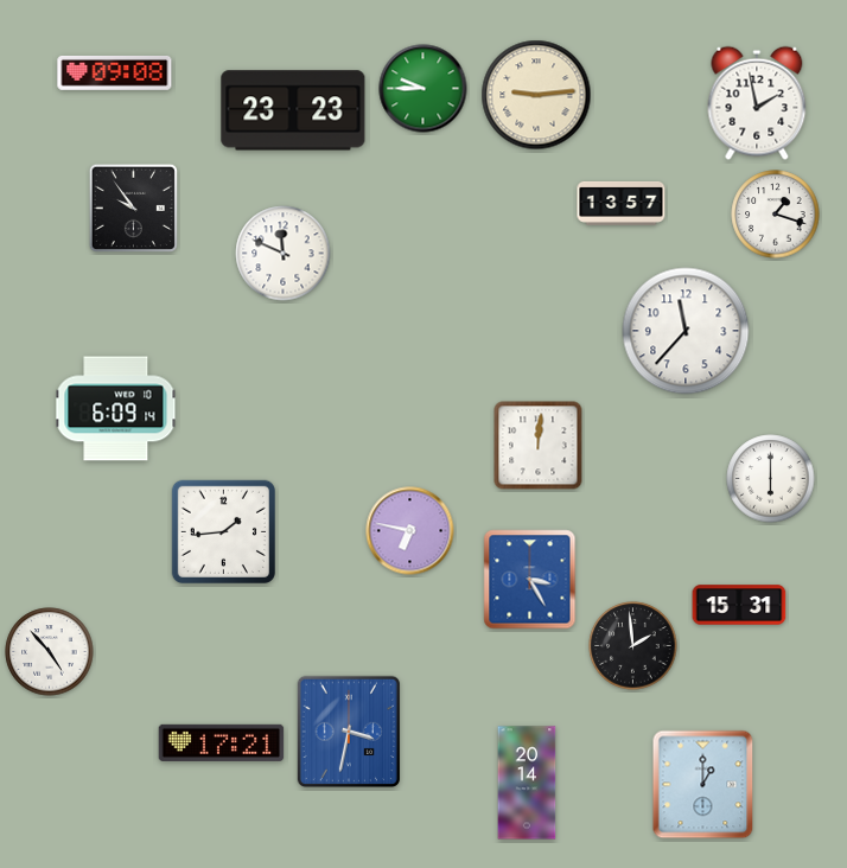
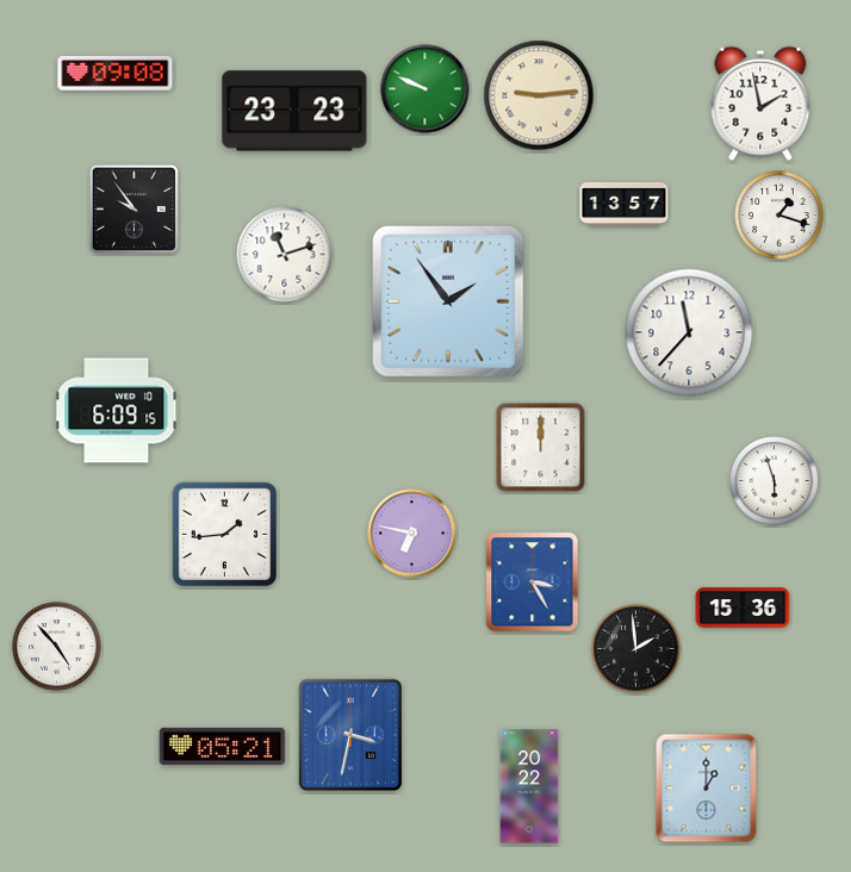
clock at (423, 89): 9:45 -> 9:49
clock at (284, 254): 11:49 -> 11:12
clock at (448, 301): none -> 1:54
clock at (116, 409): 6:09:14 -> 6:09:15
clock at (539, 446): 12:01 -> 12:00
clock at (771, 479): 6:00 -> 5:57
clock at (739, 605): 15:31 -> 15:36
clock at (50, 652) position: (50, 652) -> (57, 647)
clock at (222, 742): 17:21 -> 05:21
clock at (527, 783): 20:14 -> 20:22
